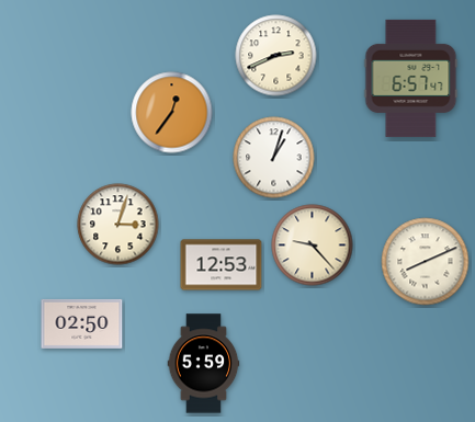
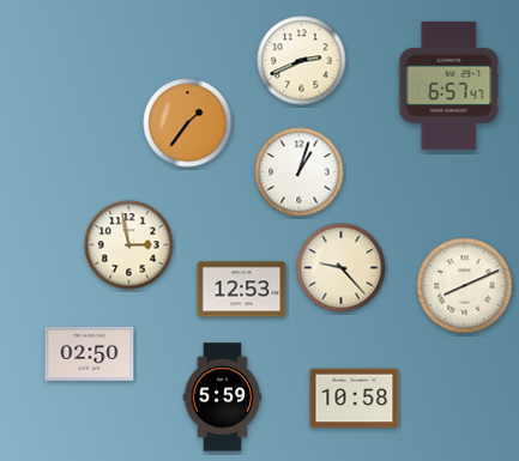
clock at (172, 113): 12:36 -> 1:36
clock at (118, 225): 3:03 -> 2:58
clock at (355, 399): none -> 10:58
